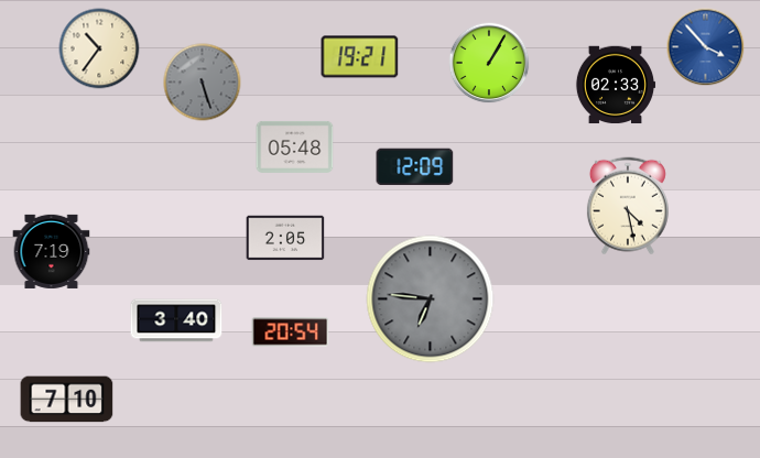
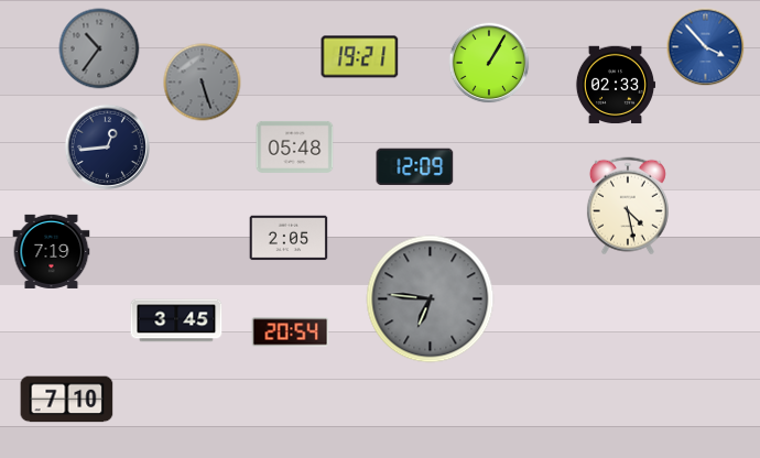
clock at (99, 48) dial: cream -> grey
clock at (107, 146): none -> 12:44
clock at (285, 238) position: (285, 238) -> (289, 238)
clock at (176, 320): 3:40 -> 3:45
